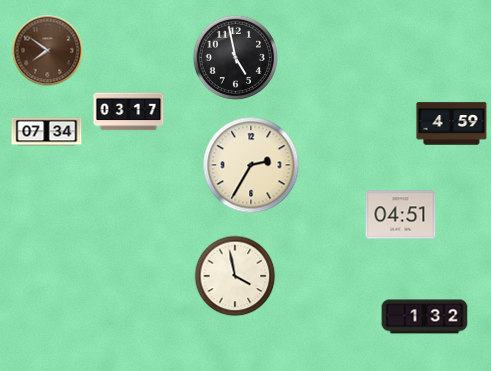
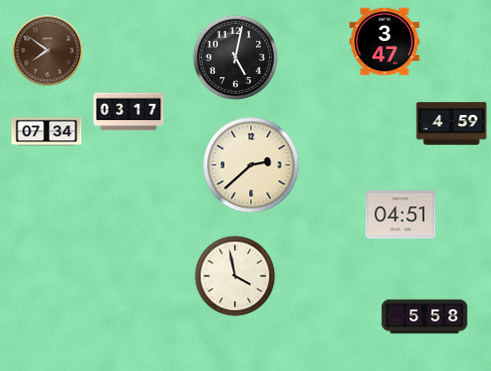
clock at (385, 42): none -> 3:47
clock at (235, 57): 4:58 -> 5:02
clock at (251, 165): 2:35 -> 2:38
clock at (425, 317): 1:32 -> 5:58
